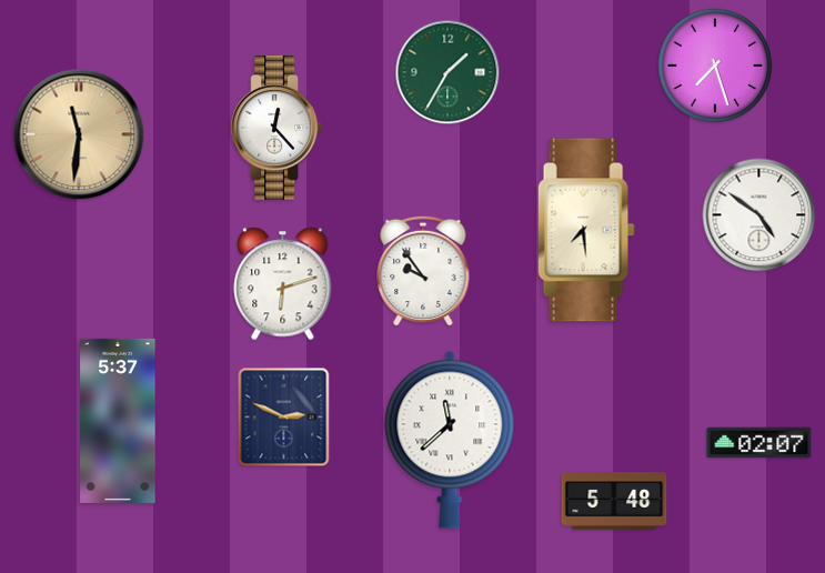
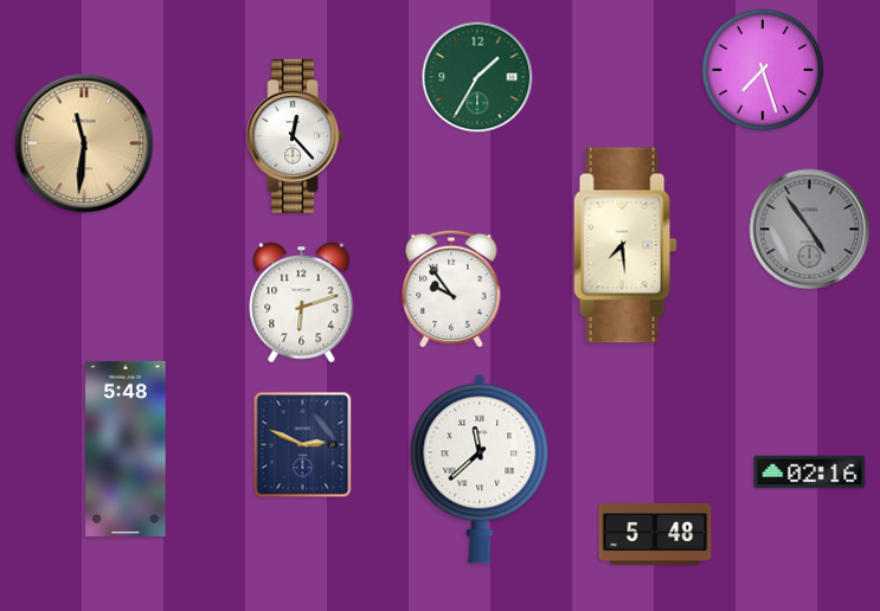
clock at (759, 215): 4:51 -> 4:54
clock at (759, 215) dial: white -> grey
clock at (118, 421): 5:37 -> 5:48
clock at (759, 443): 02:07 -> 02:16
